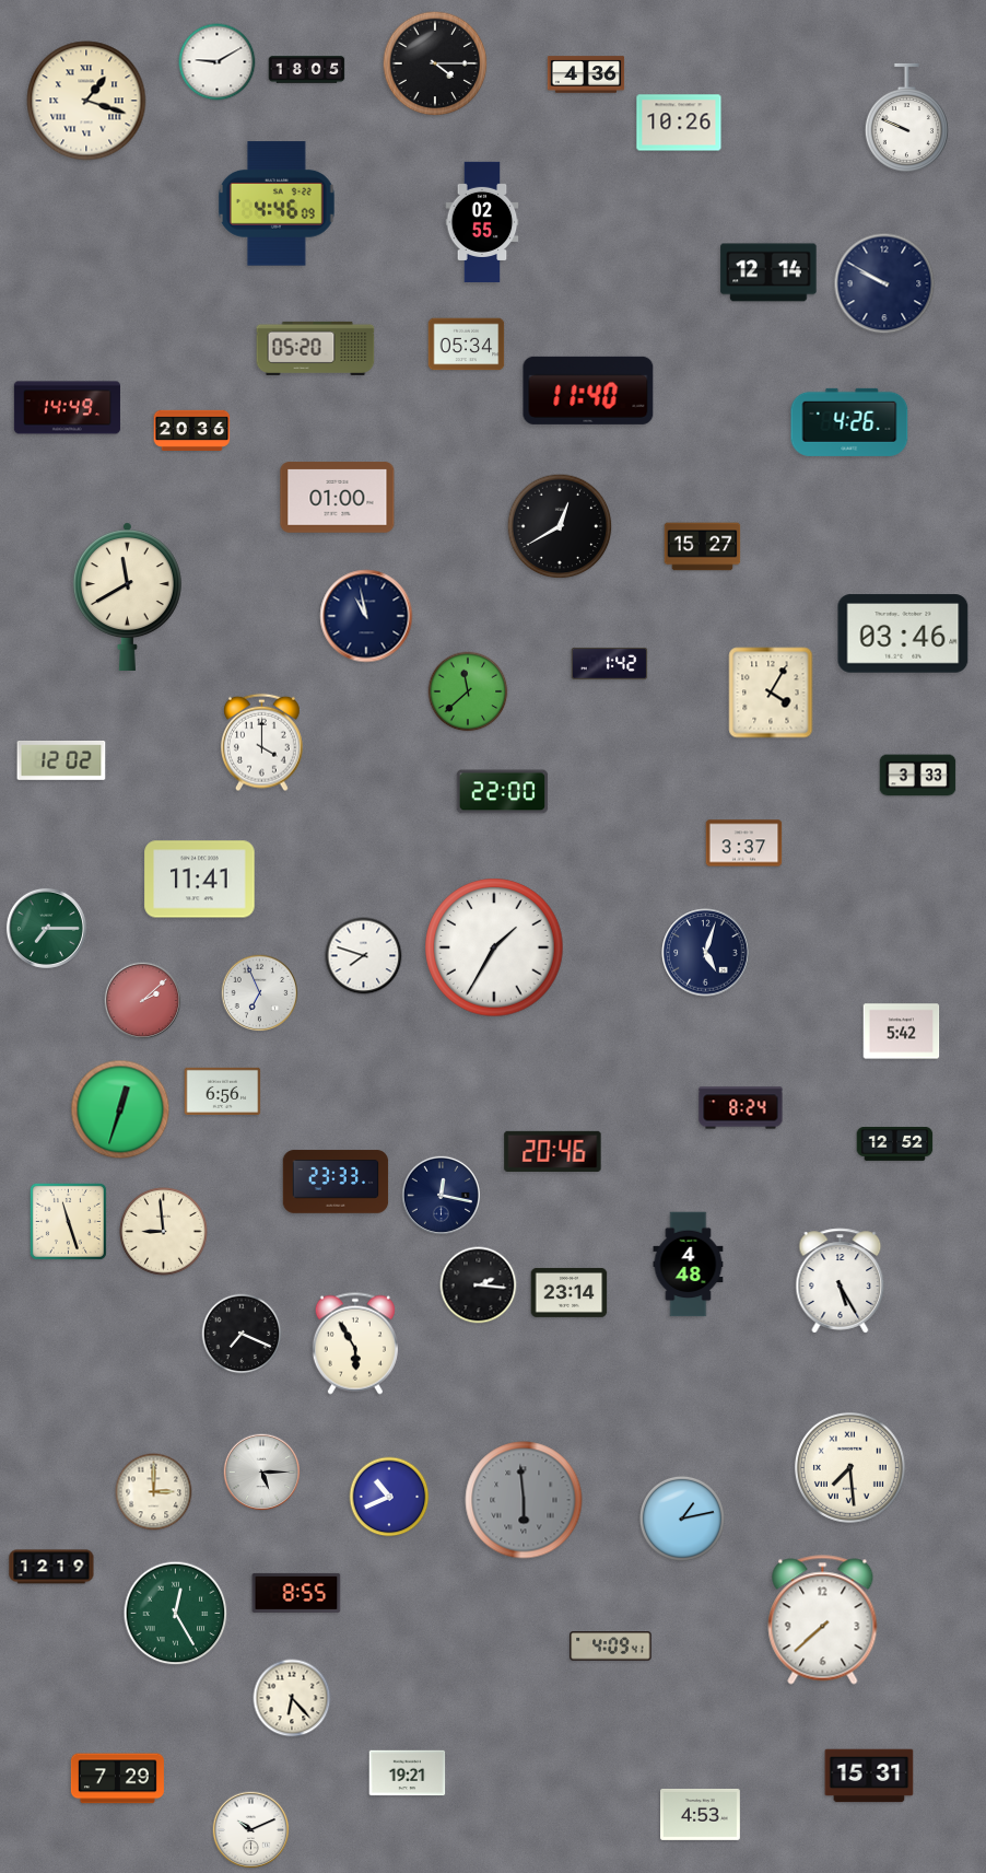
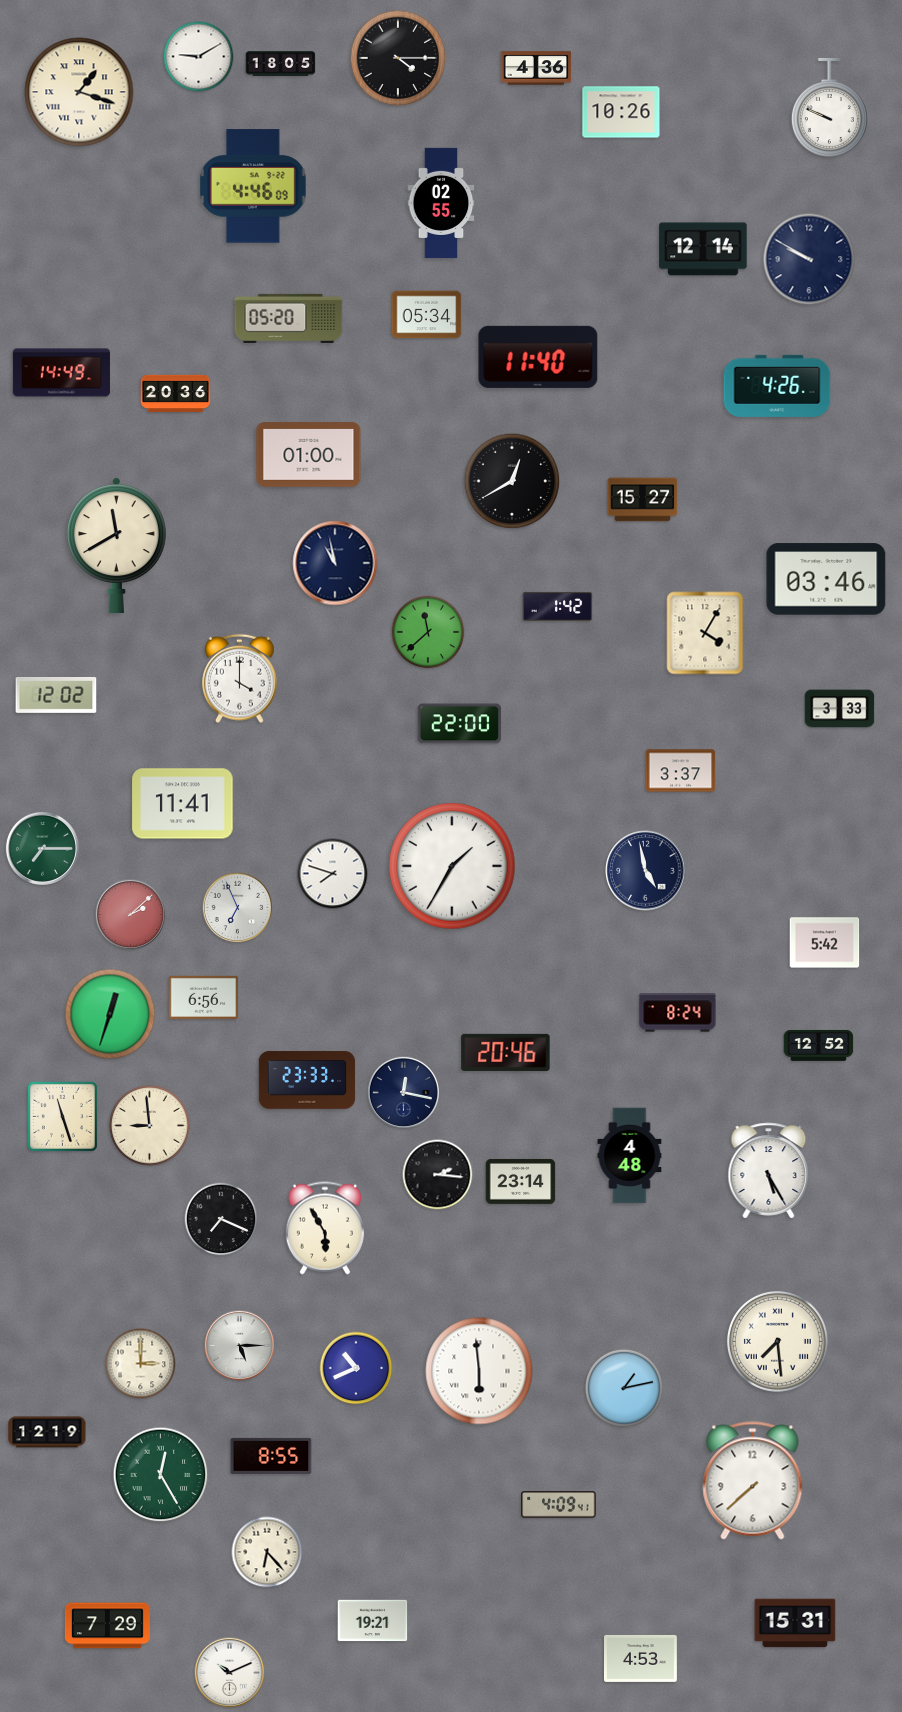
clock at (706, 953): 5:03 -> 4:58
clock at (524, 1500) dial: grey -> white
